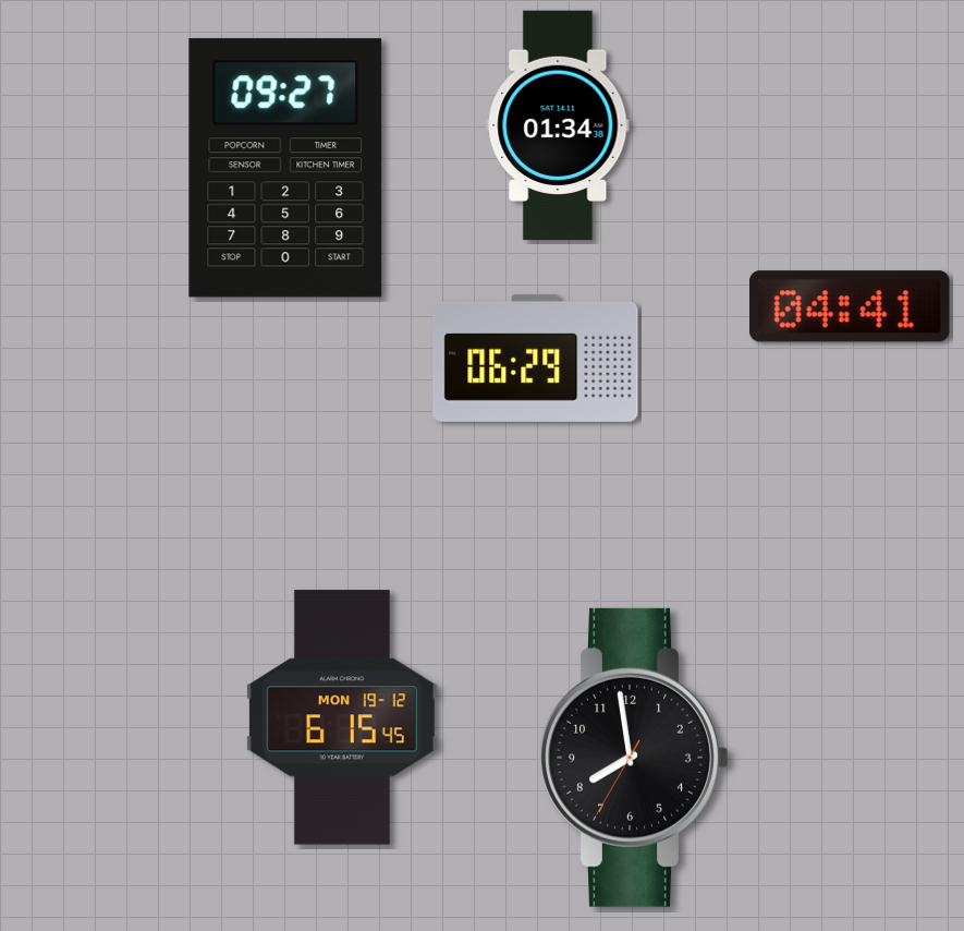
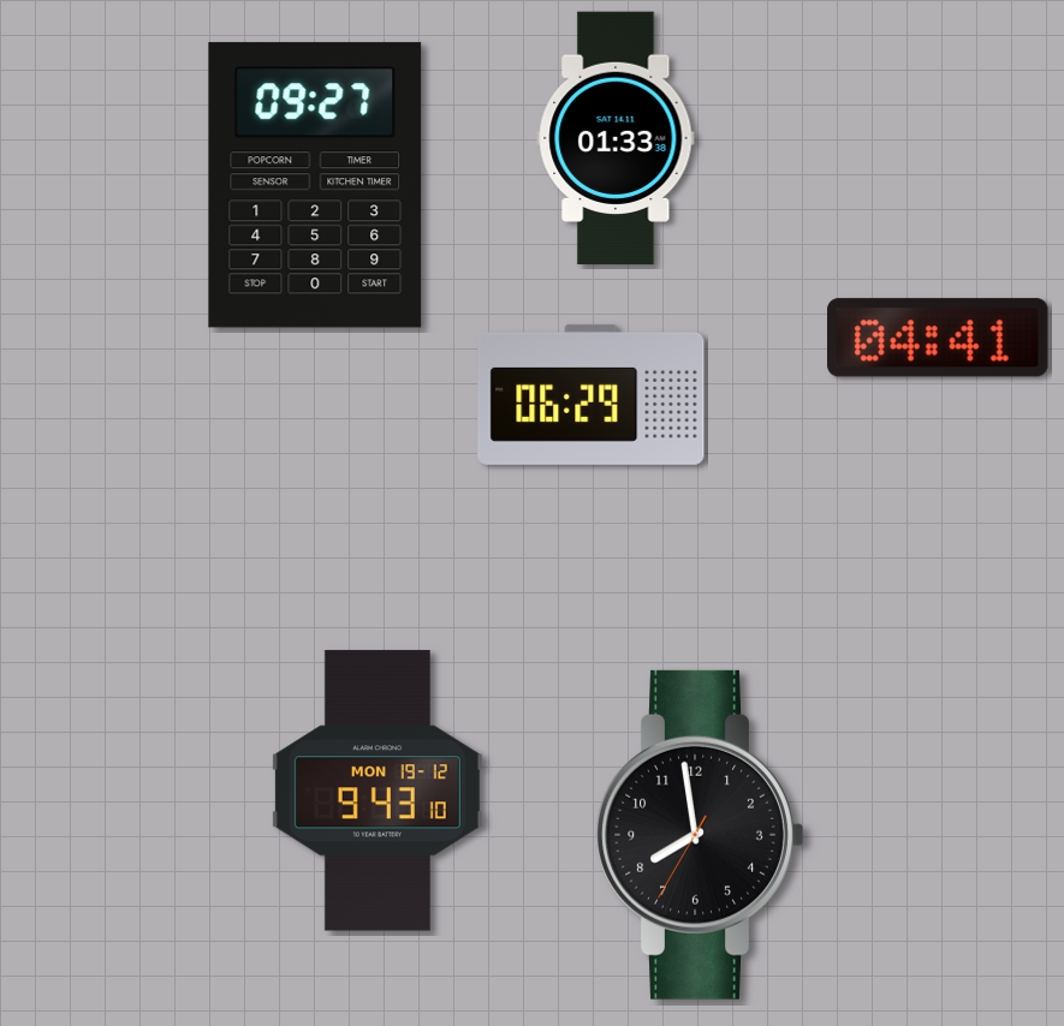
clock at (558, 125): 01:34 -> 01:33
clock at (342, 717): 6:15 -> 9:43
